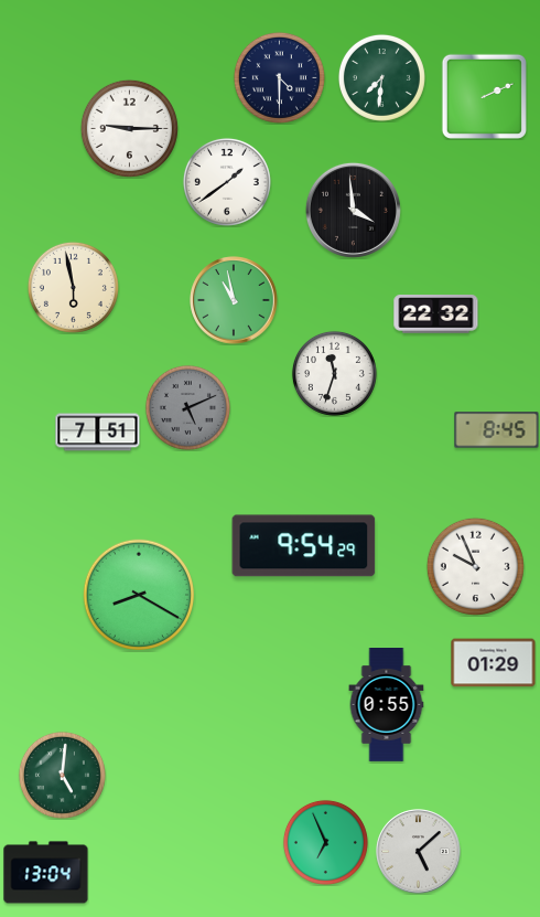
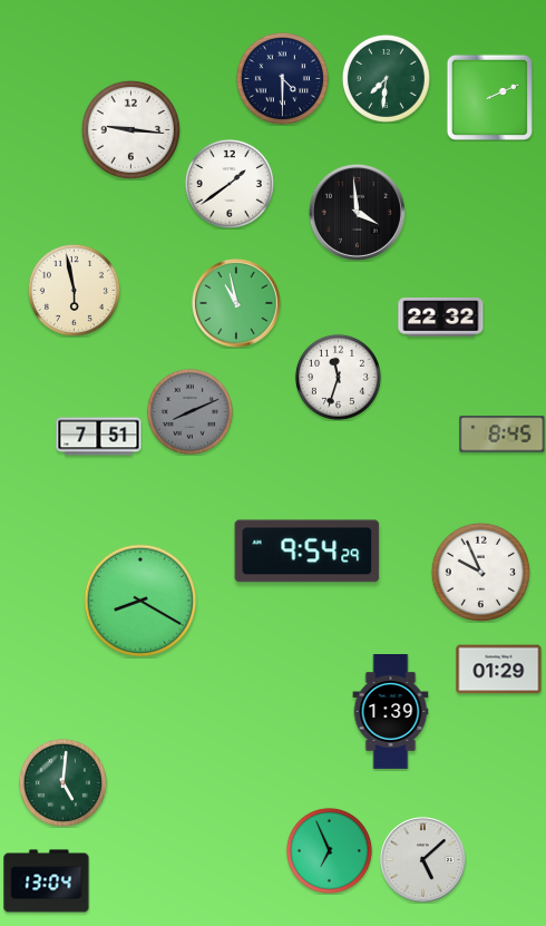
clock at (129, 128): 9:15 -> 9:16
clock at (187, 407): 5:11 -> 8:11
clock at (387, 705): 0:55 -> 1:39
